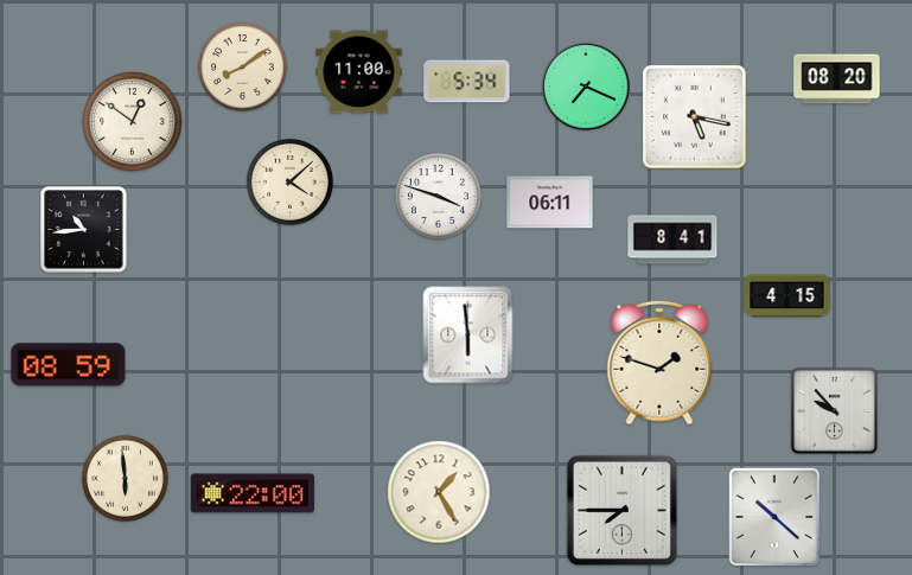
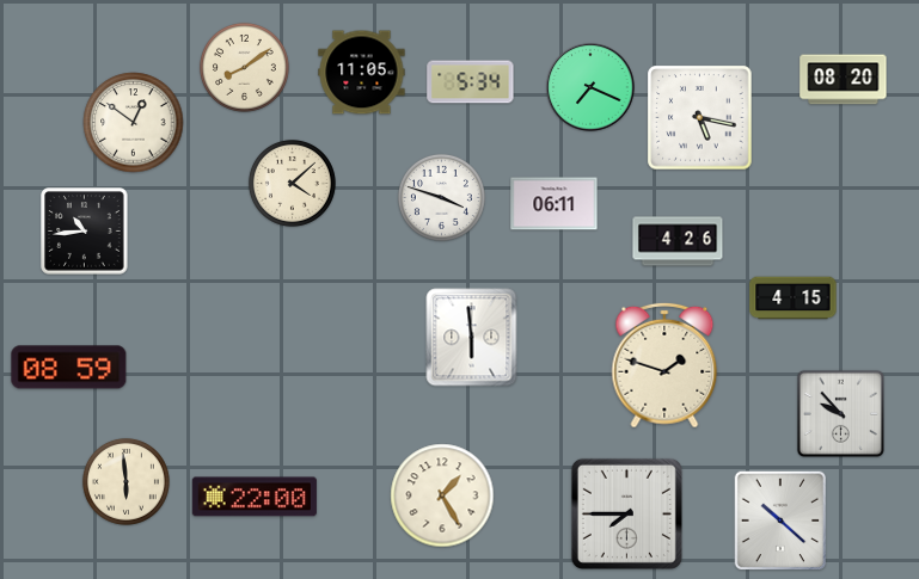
clock at (359, 72): 11:00 -> 11:05
clock at (672, 239): 8:41 -> 4:26
